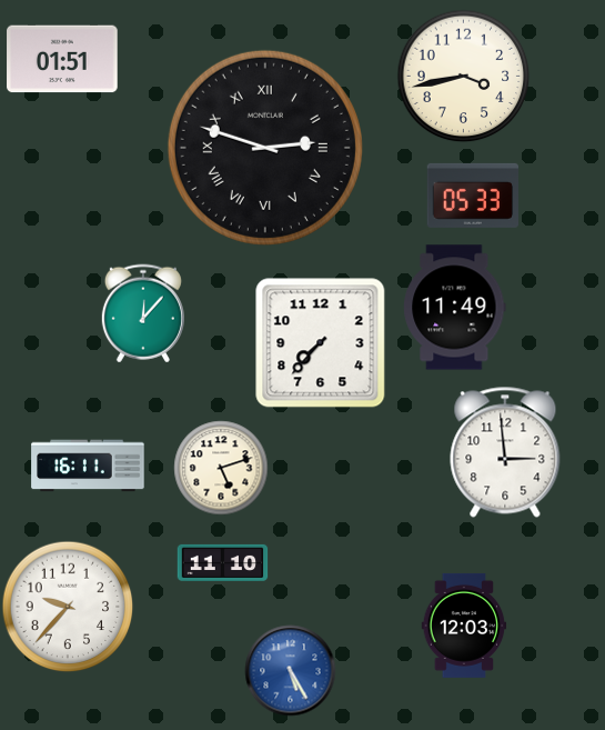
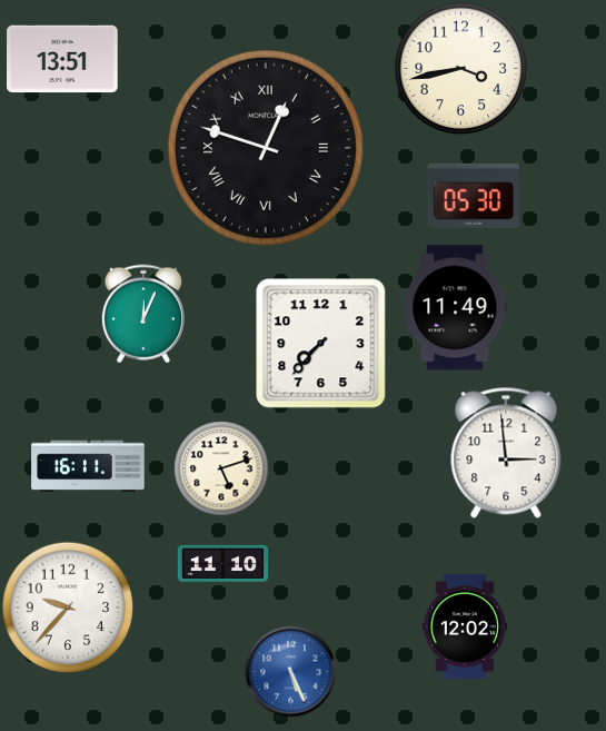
clock at (62, 59): 01:51 -> 13:51
clock at (463, 76) position: (463, 76) -> (460, 68)
clock at (265, 148): 2:48 -> 12:48
clock at (472, 196): 05:33 -> 05:30
clock at (143, 313): 12:07 -> 12:04
clock at (464, 626): 12:03 -> 12:02
clock at (290, 670): 5:25 -> 5:26
